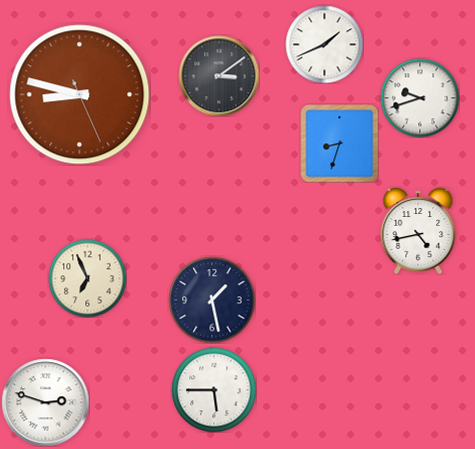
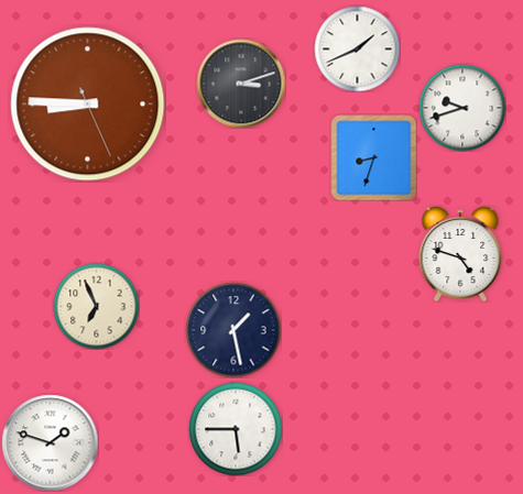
clock at (219, 76): 3:09 -> 3:12
clock at (80, 95): 8:47 -> 8:45
clock at (418, 231): 4:43 -> 4:48
clock at (45, 402): 2:48 -> 1:48
